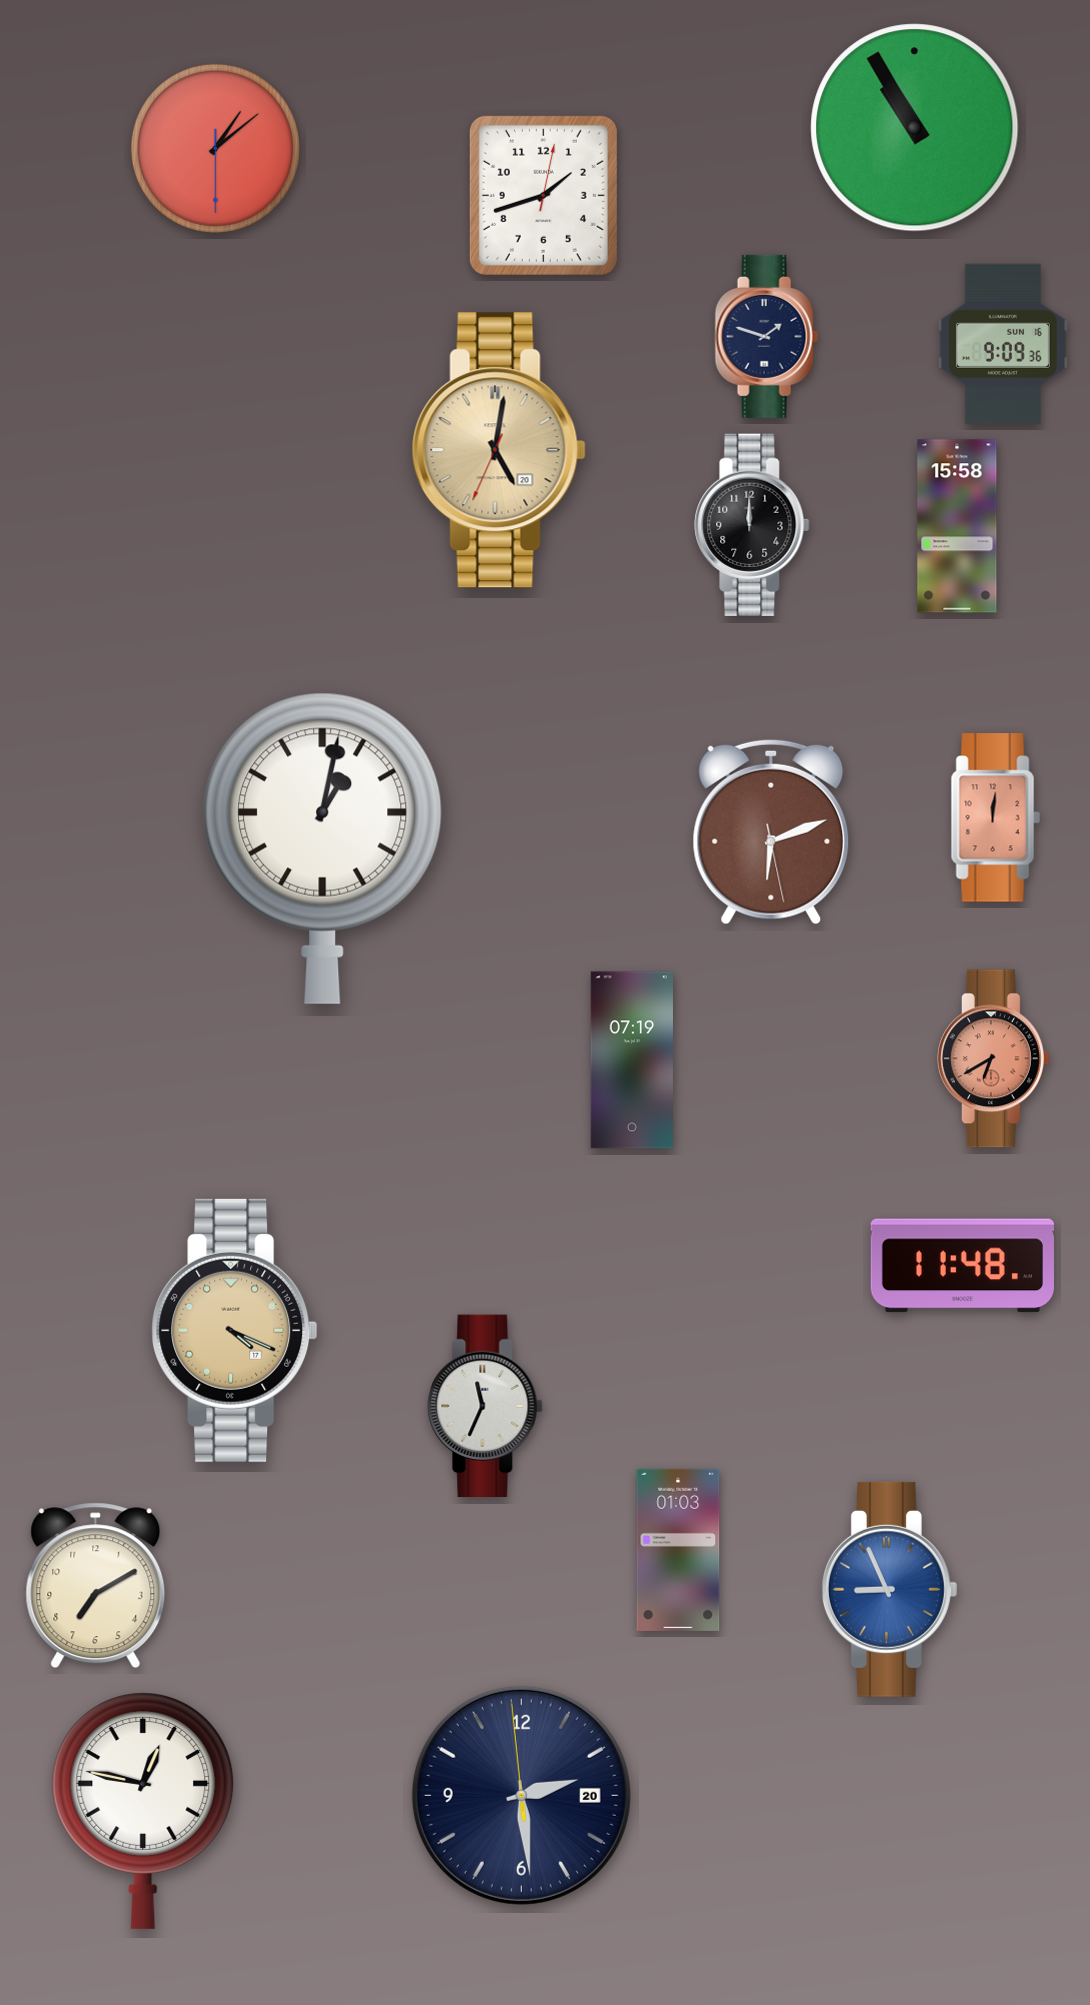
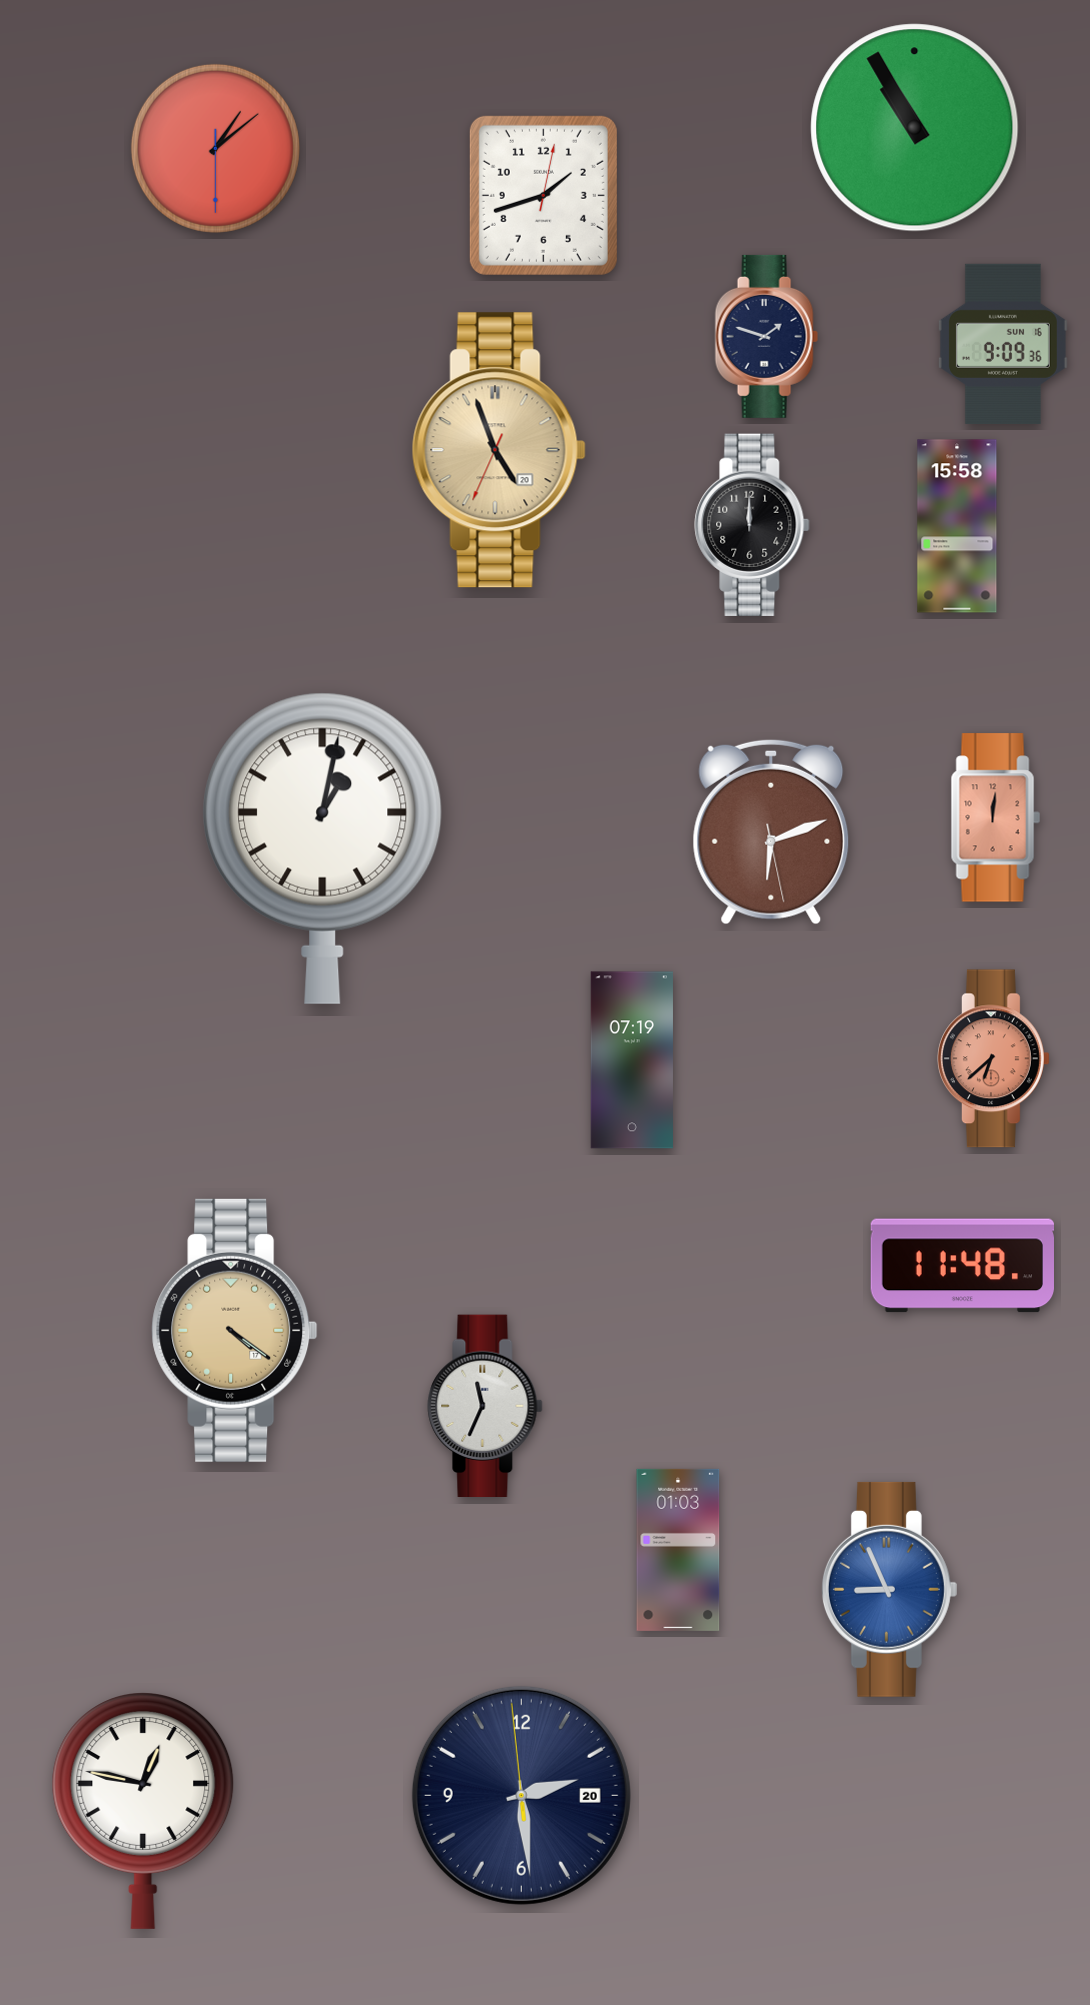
clock at (499, 450): 5:01 -> 4:56
clock at (993, 1059): 6:40 -> 6:38
clock at (235, 1330): 4:19 -> 4:21
clock at (96, 1586): 7:10 -> none
